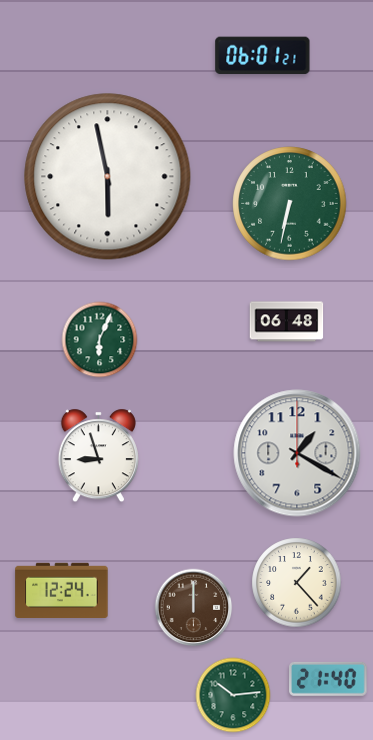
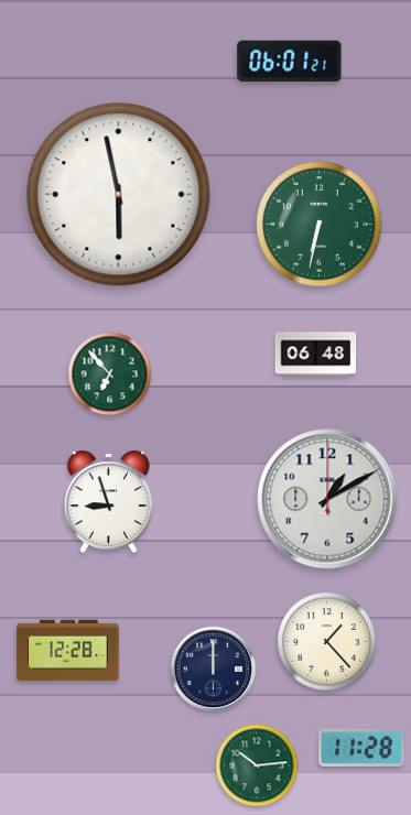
clock at (100, 340): 6:04 -> 6:53
clock at (297, 453): 1:20 -> 1:10
clock at (62, 590): 12:24 -> 12:28
clock at (194, 608) dial: brown -> navy
clock at (328, 679): 21:40 -> 11:28
